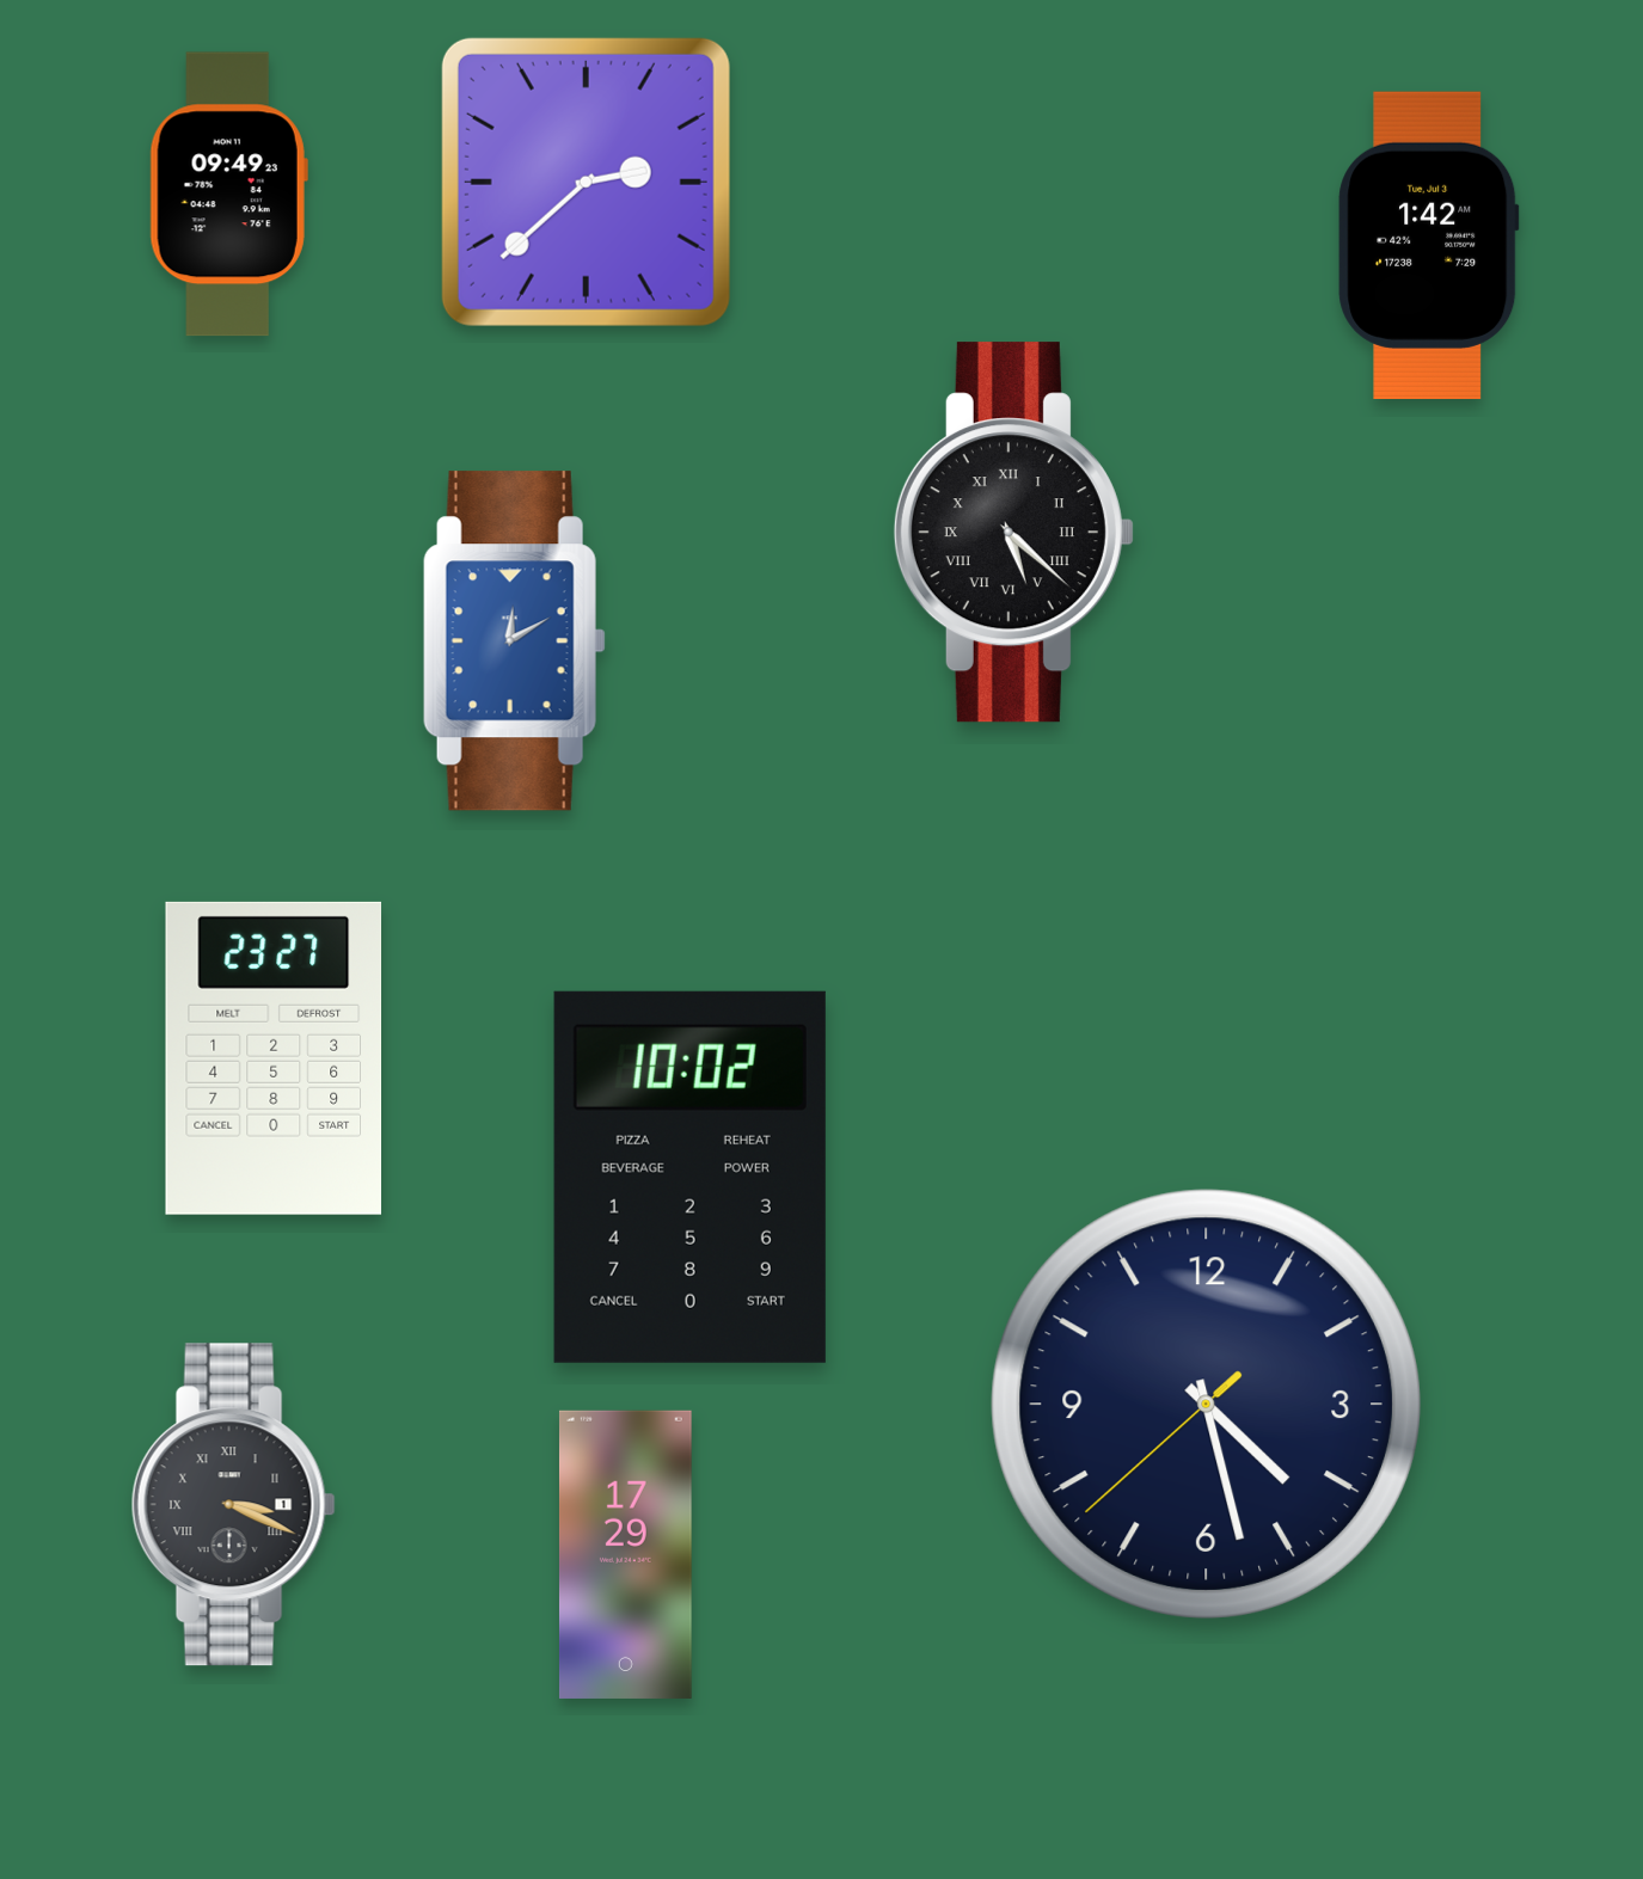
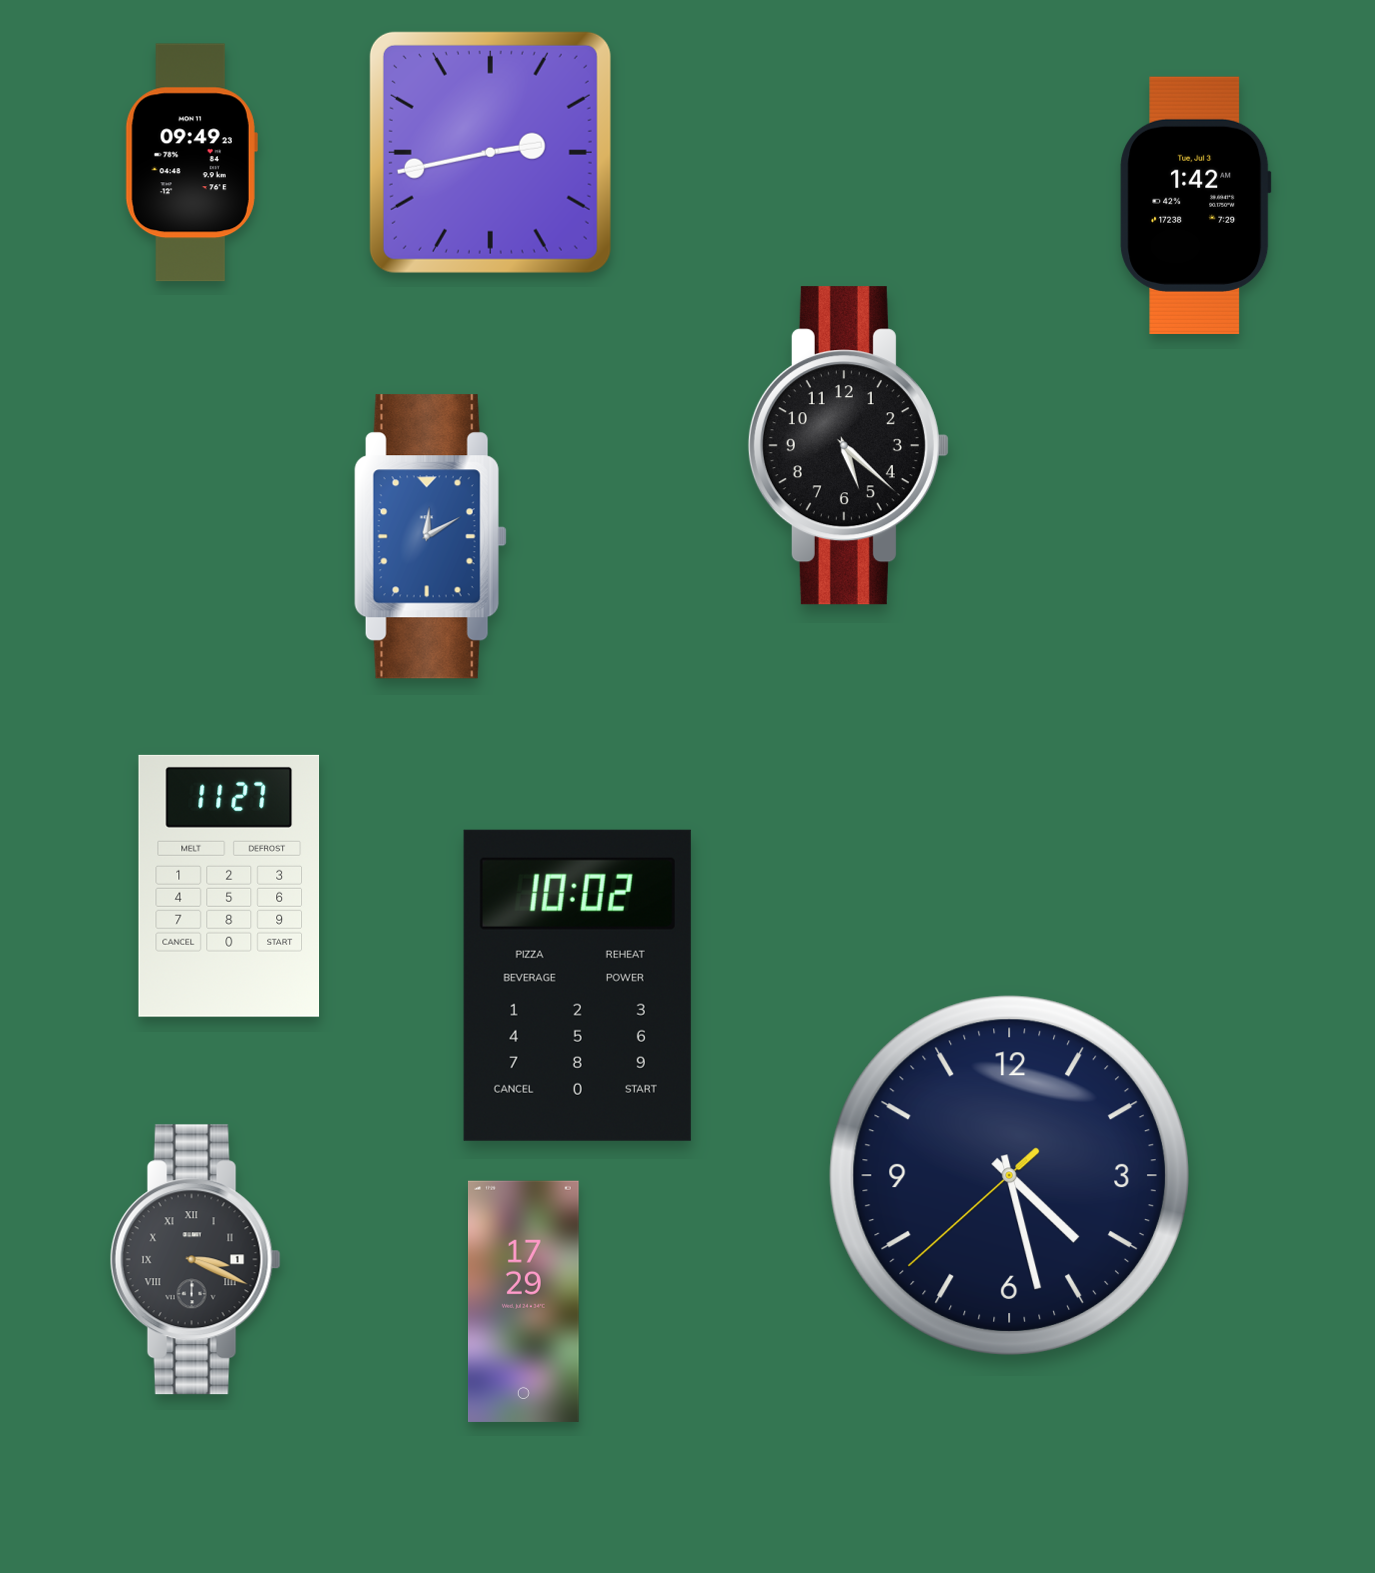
clock at (586, 182): 2:38 -> 2:43
clock at (1013, 533) numerals: Roman -> Arabic
clock at (274, 1058): 23:27 -> 11:27
